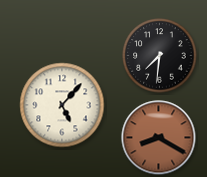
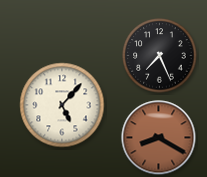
clock at (160, 56): 7:31 -> 7:26
